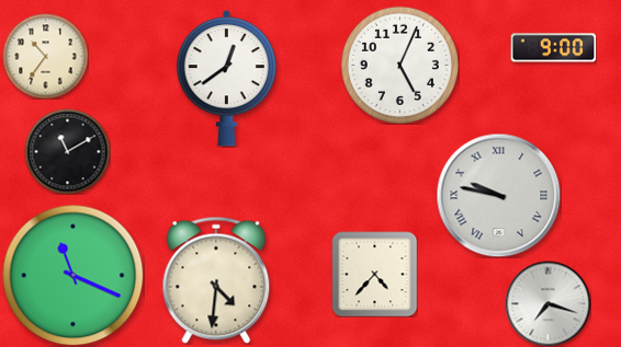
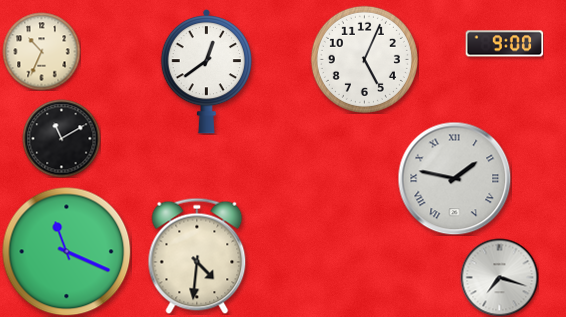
clock at (45, 56): 10:36 -> 10:34
clock at (498, 195): 9:47 -> 1:47
clock at (374, 274): 4:37 -> none
